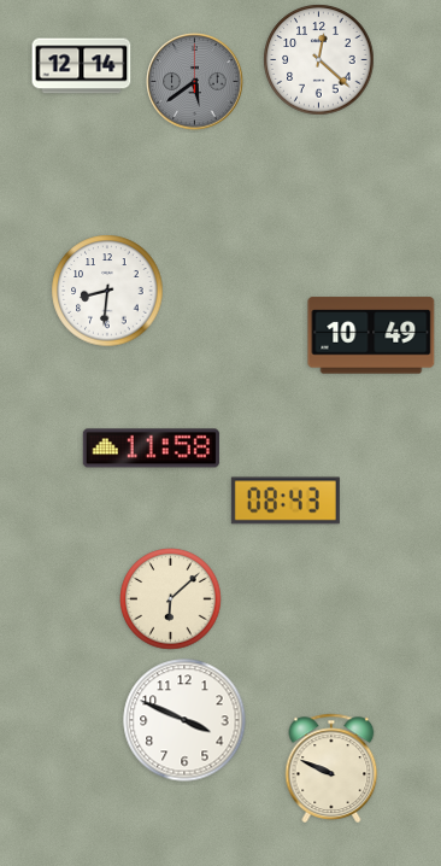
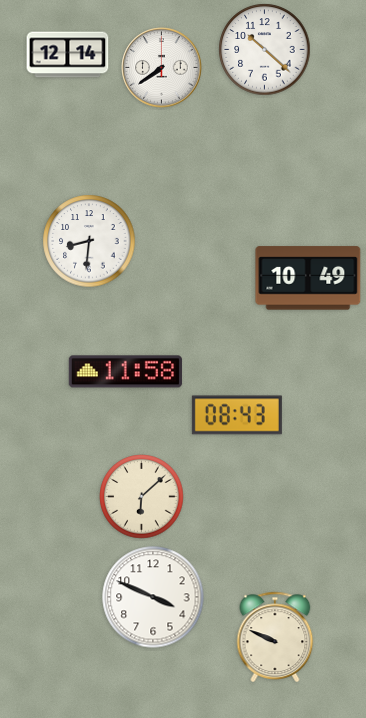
clock at (319, 60): 12:22 -> 10:22
clock at (195, 82): 5:39 -> 7:39
clock at (195, 82) dial: grey -> white
